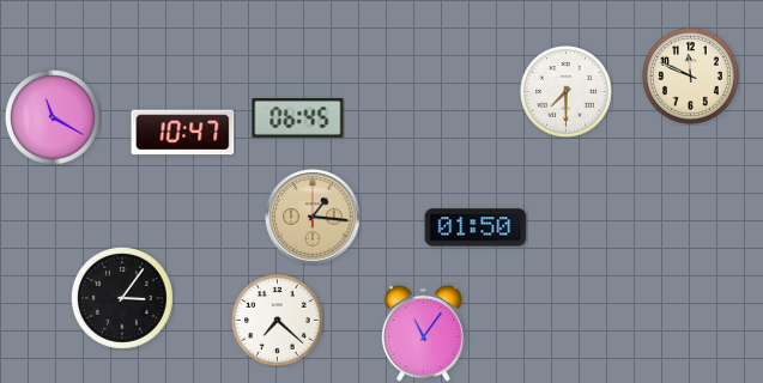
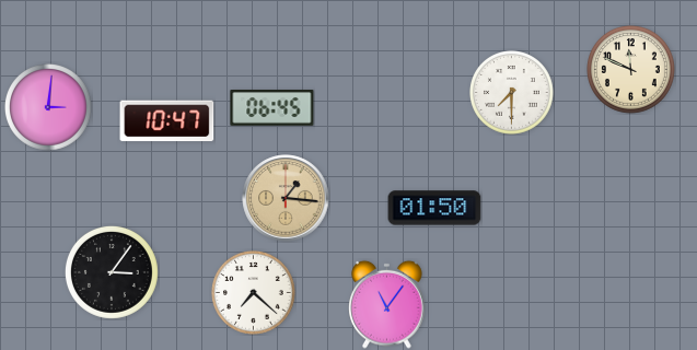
clock at (567, 92) position: (567, 92) -> (512, 93)
clock at (54, 118): 11:20 -> 3:01
